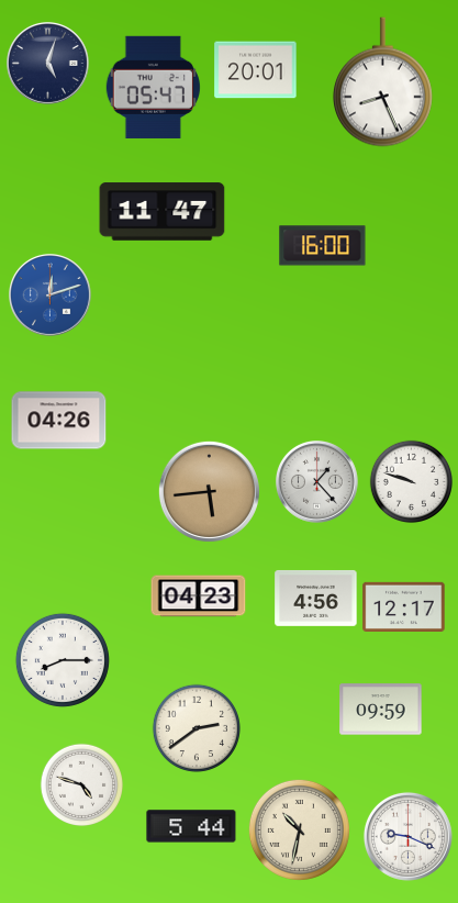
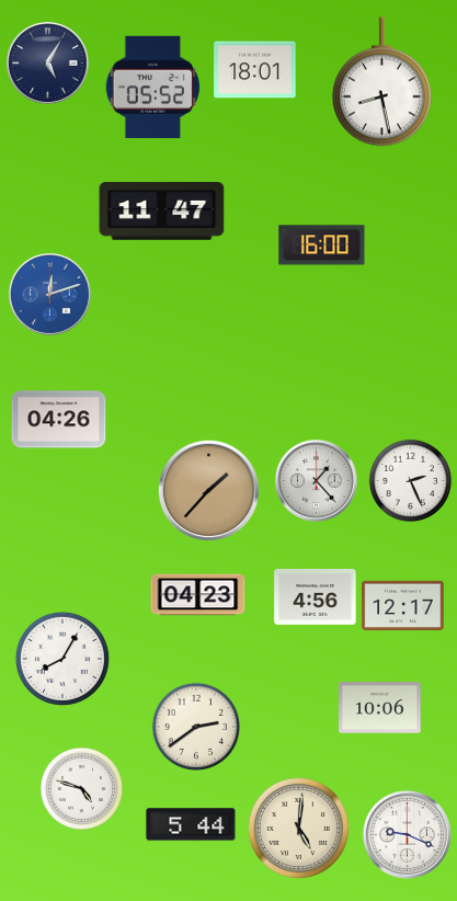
clock at (48, 64): 5:03 -> 5:05
clock at (256, 70): 20:01 -> 18:01
clock at (383, 82): 8:26 -> 8:28
clock at (153, 87): 05:47 -> 05:52
clock at (411, 481): 9:48 -> 2:26
clock at (209, 491): 5:44 -> 1:37
clock at (63, 660): 8:15 -> 8:05
clock at (381, 710): 09:59 -> 10:06
clock at (81, 784) position: (81, 784) -> (81, 788)
clock at (299, 829): 10:32 -> 5:01
